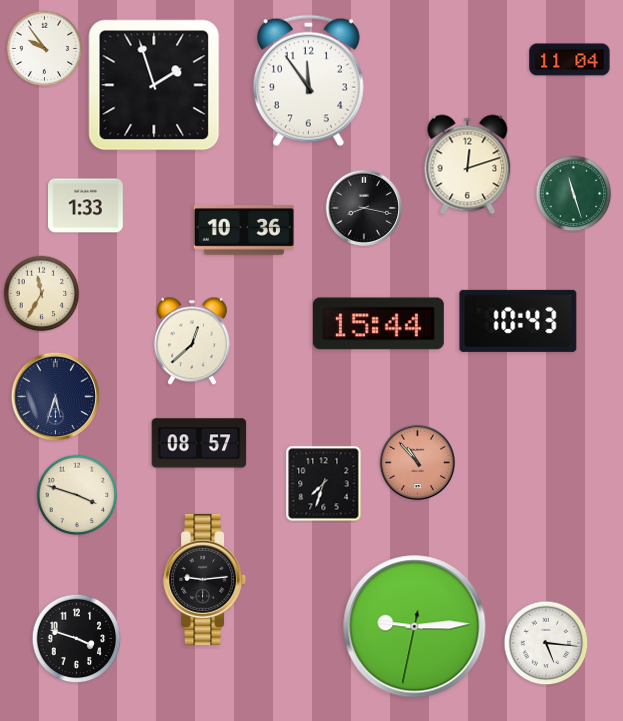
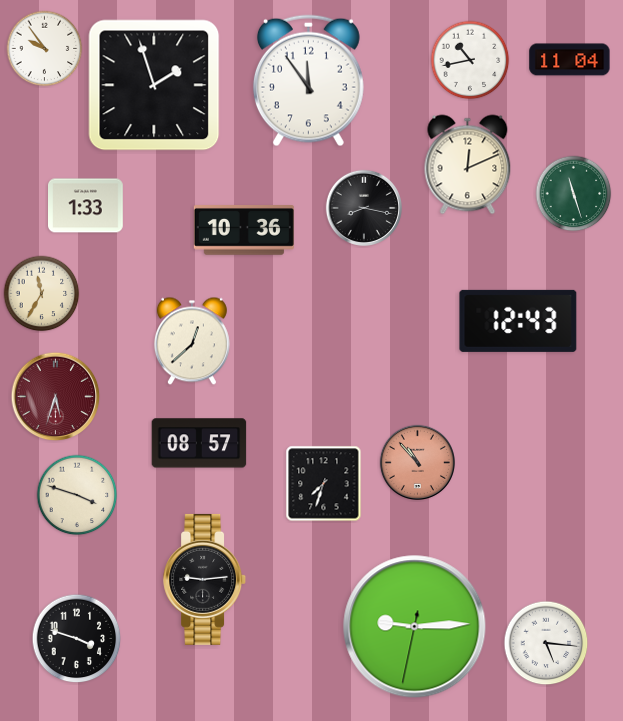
clock at (470, 60): none -> 10:43
clock at (468, 165): 12:12 -> 12:11
clock at (518, 321): 10:43 -> 12:43
clock at (378, 324): 15:44 -> none
clock at (56, 397) dial: navy -> burgundy
